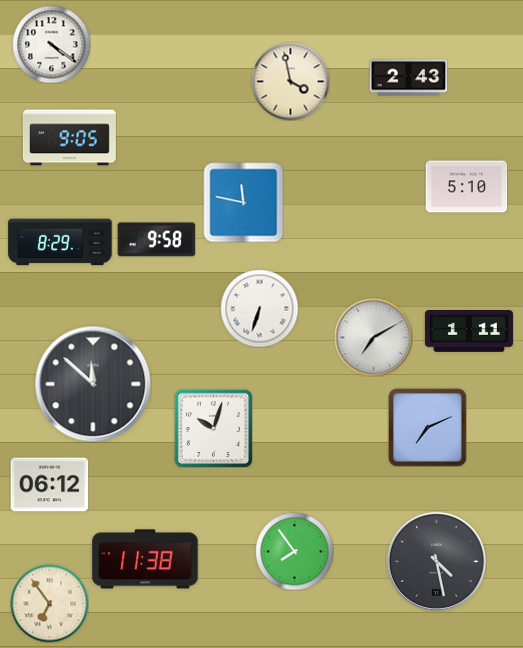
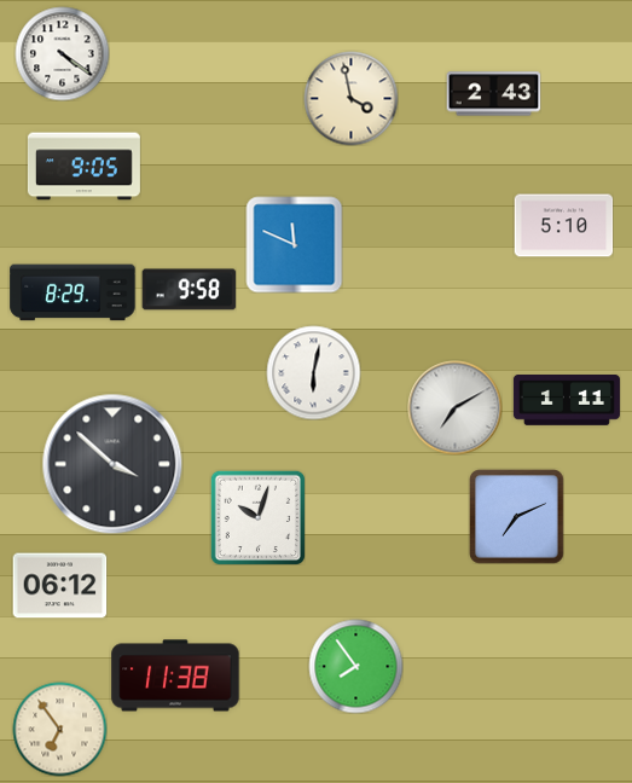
clock at (243, 202): 11:47 -> 11:49
clock at (259, 308): 6:33 -> 6:02
clock at (373, 337) position: (373, 337) -> (454, 407)
clock at (93, 384): 11:52 -> 3:52
clock at (436, 561): 4:28 -> none
